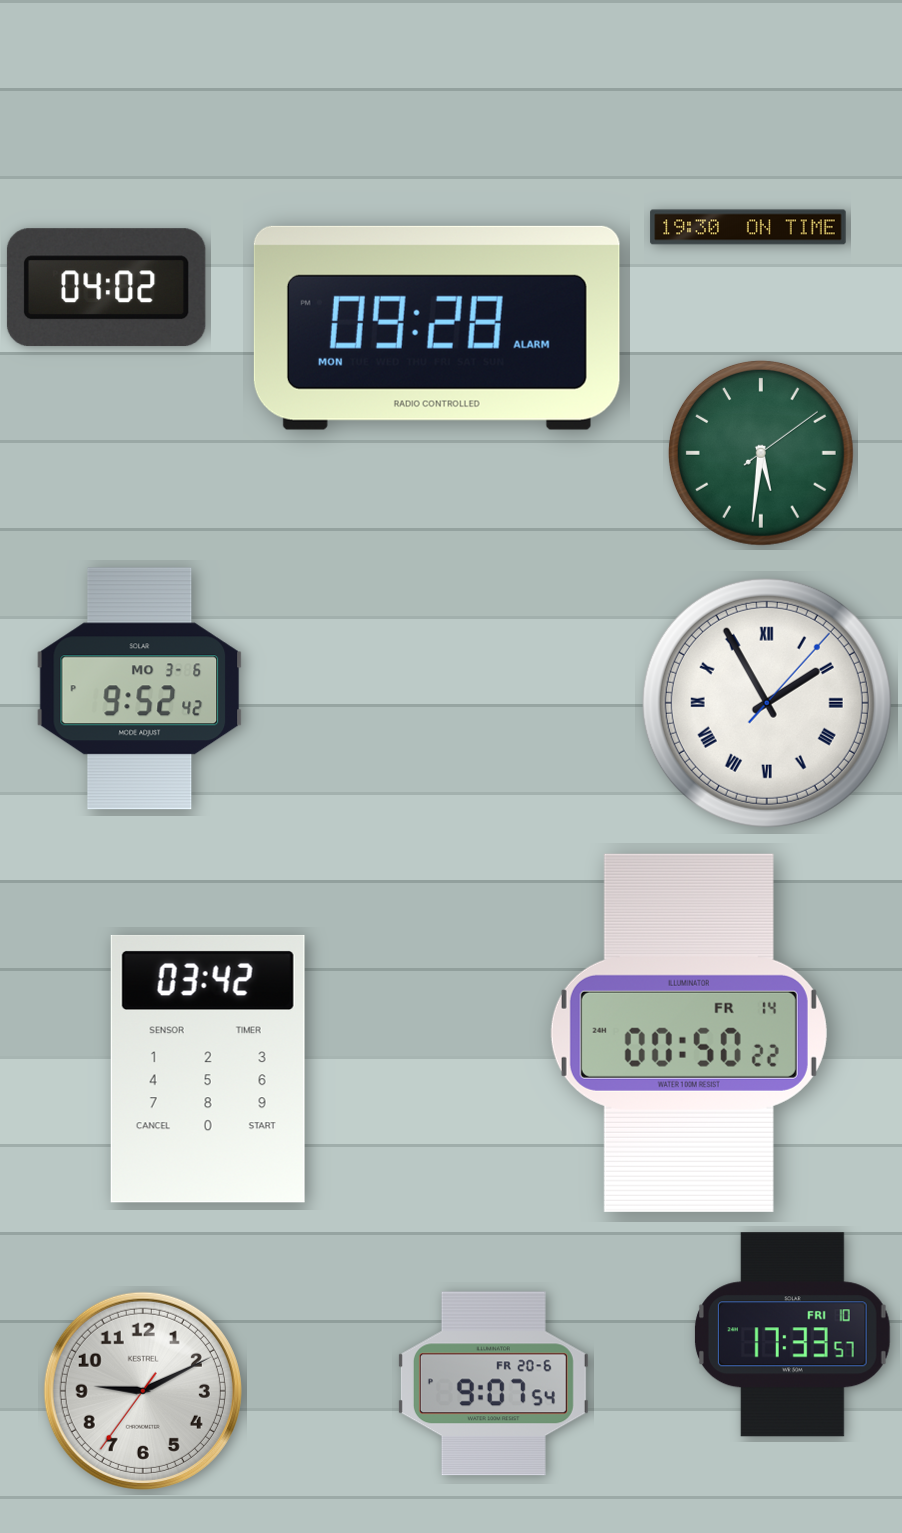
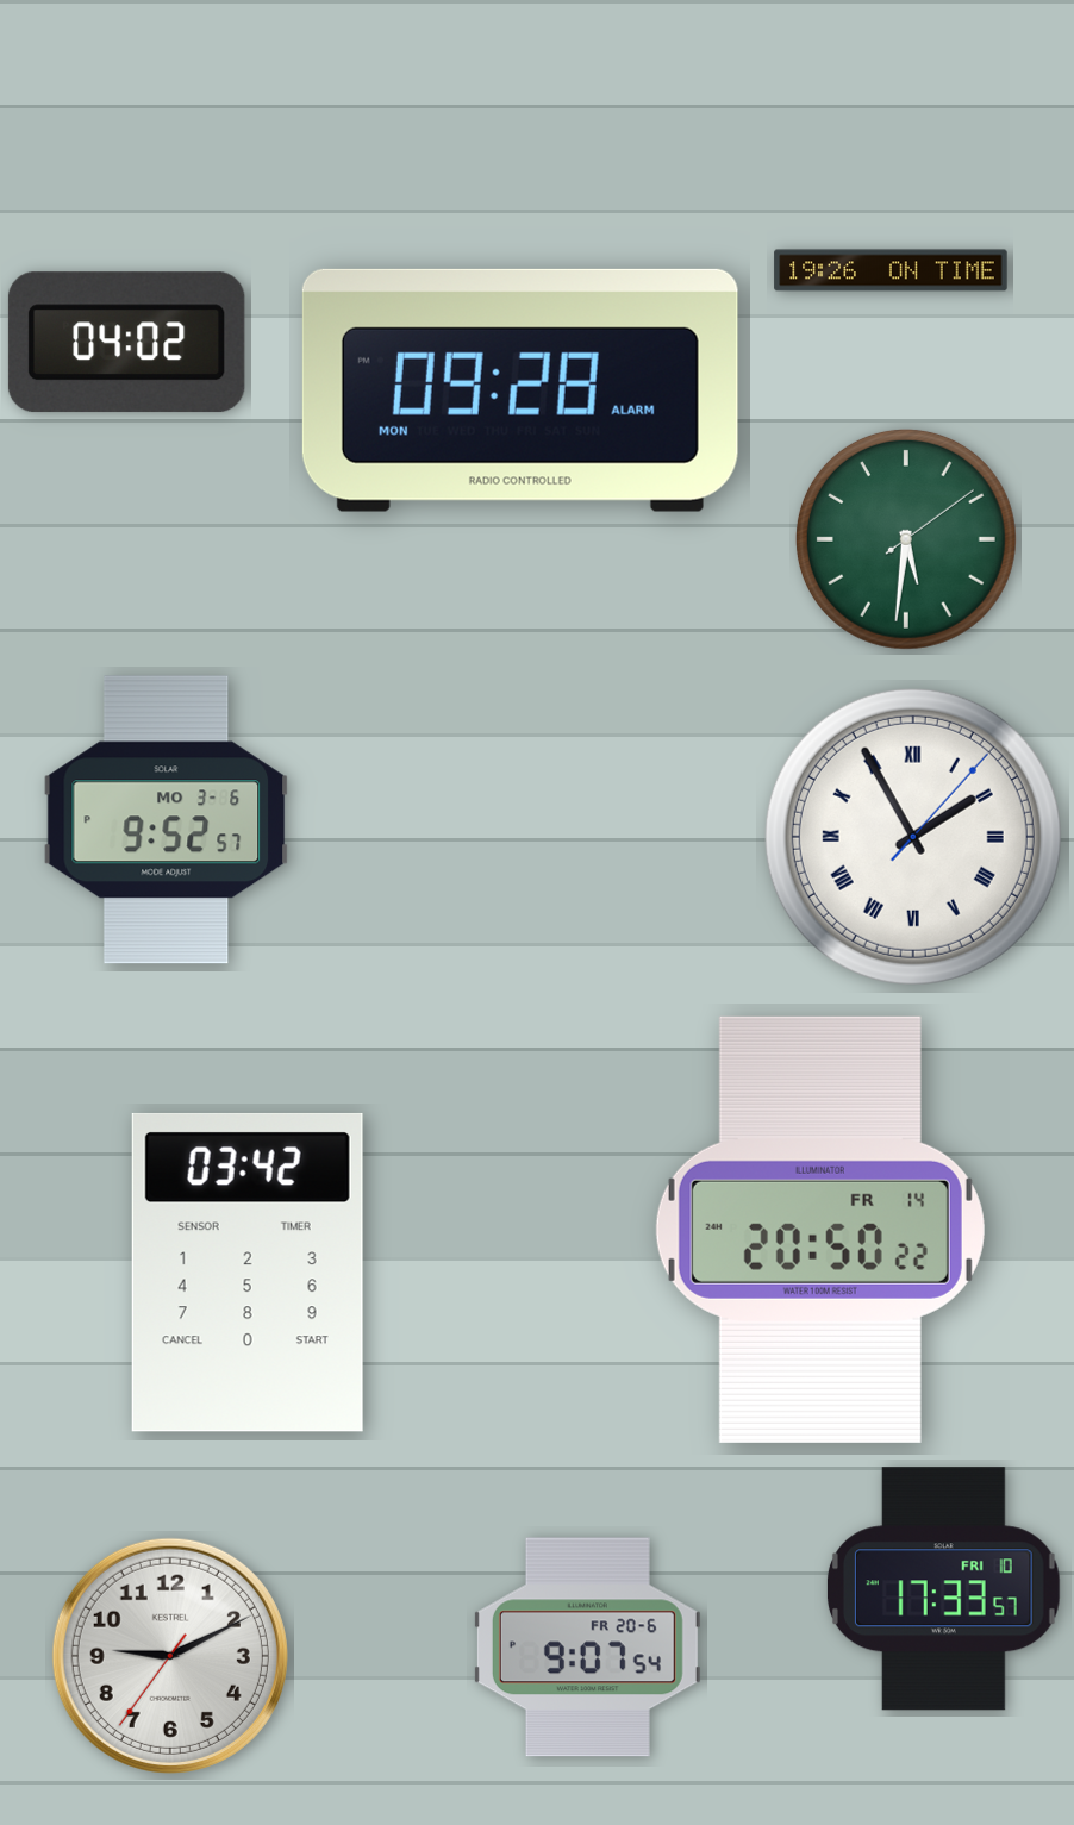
clock at (748, 227): 19:30 -> 19:26
clock at (140, 689): 9:52:42 -> 9:52:57
clock at (689, 1033): 00:50 -> 20:50
